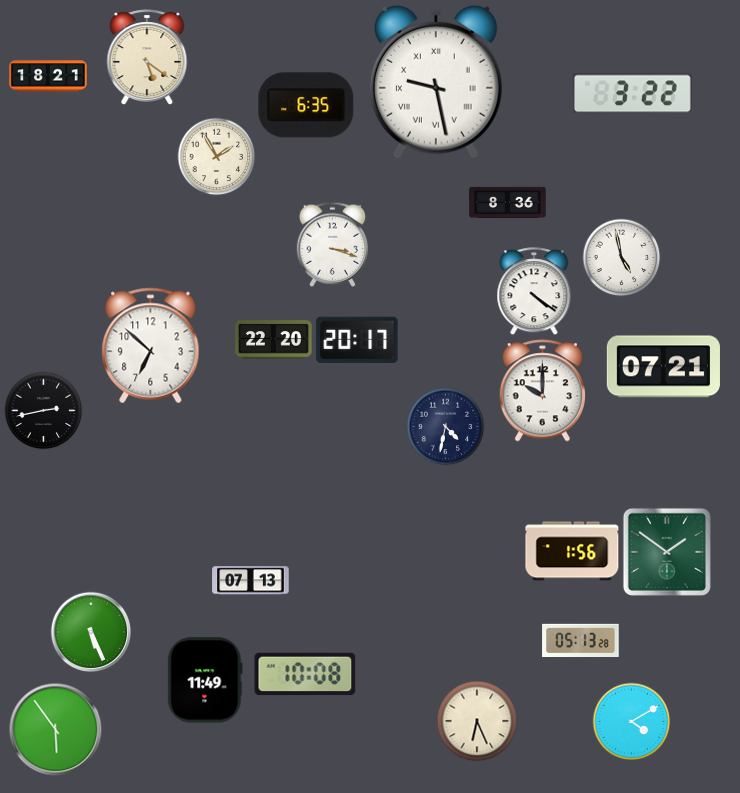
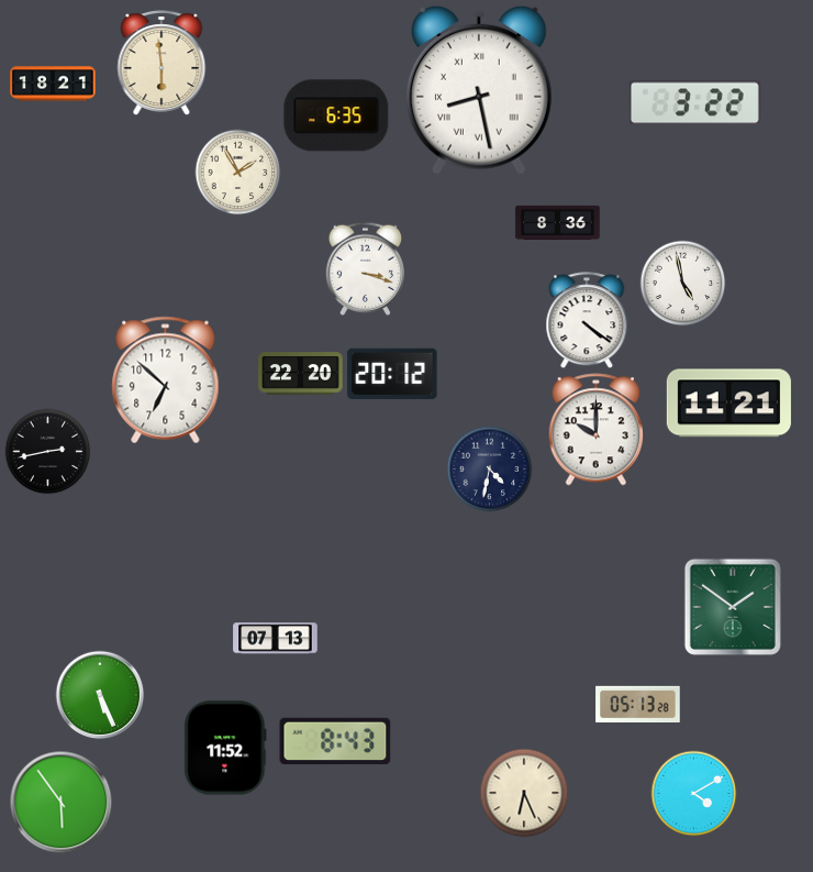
clock at (147, 57): 5:21 -> 5:59
clock at (436, 82): 9:28 -> 8:28
clock at (357, 340): 20:17 -> 20:12
clock at (663, 367): 07:21 -> 11:21
clock at (572, 551): 1:56 -> none
clock at (305, 674): 10:08 -> 8:43
clock at (205, 680): 11:49 -> 11:52
